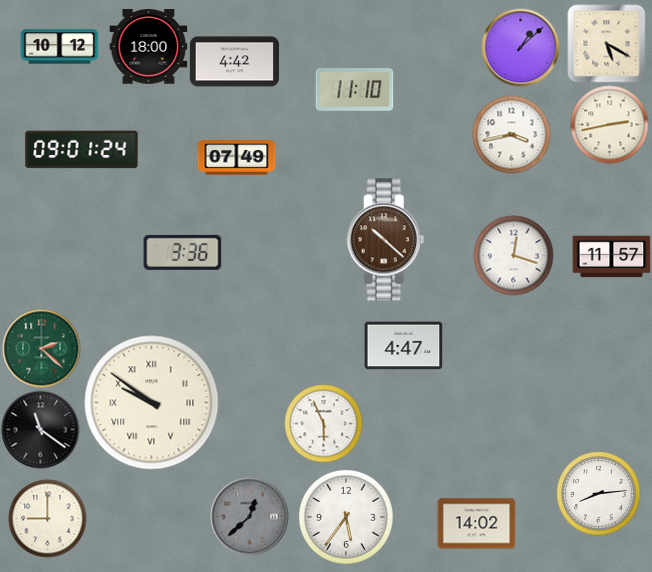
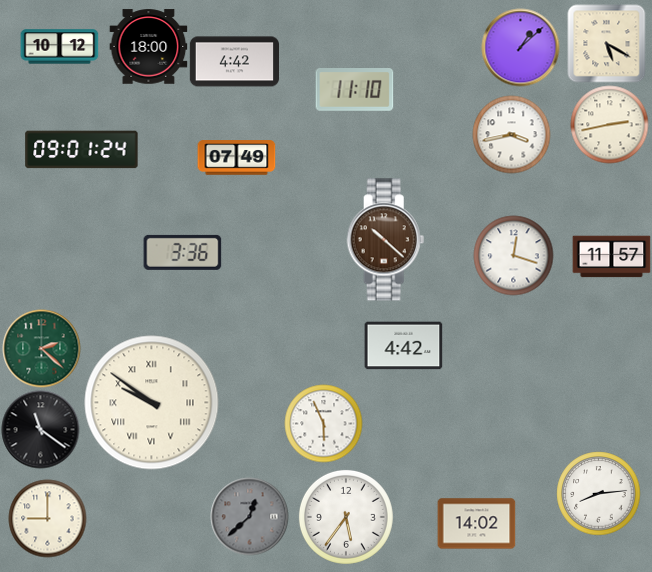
clock at (403, 346): 4:47 -> 4:42
